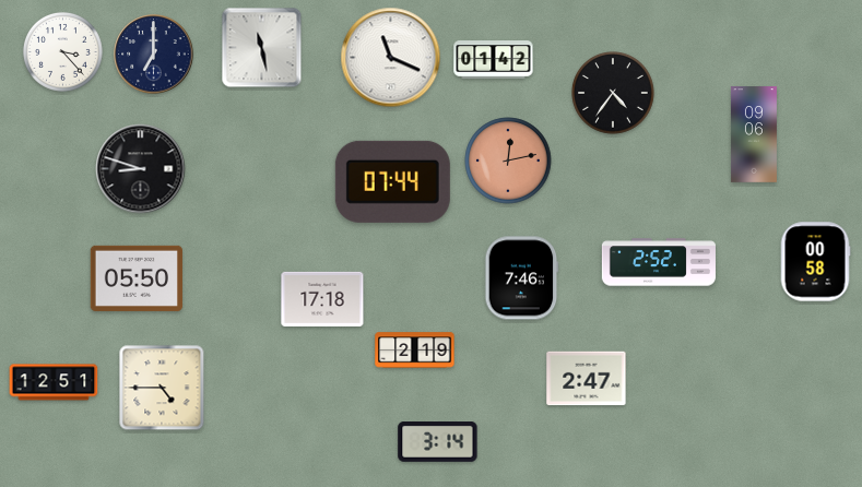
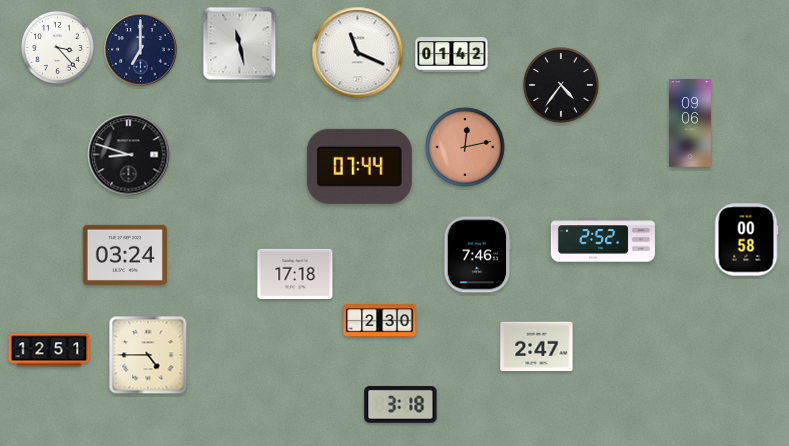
clock at (137, 278): 05:50 -> 03:24
clock at (415, 351): 2:19 -> 2:30
clock at (438, 442): 3:14 -> 3:18
